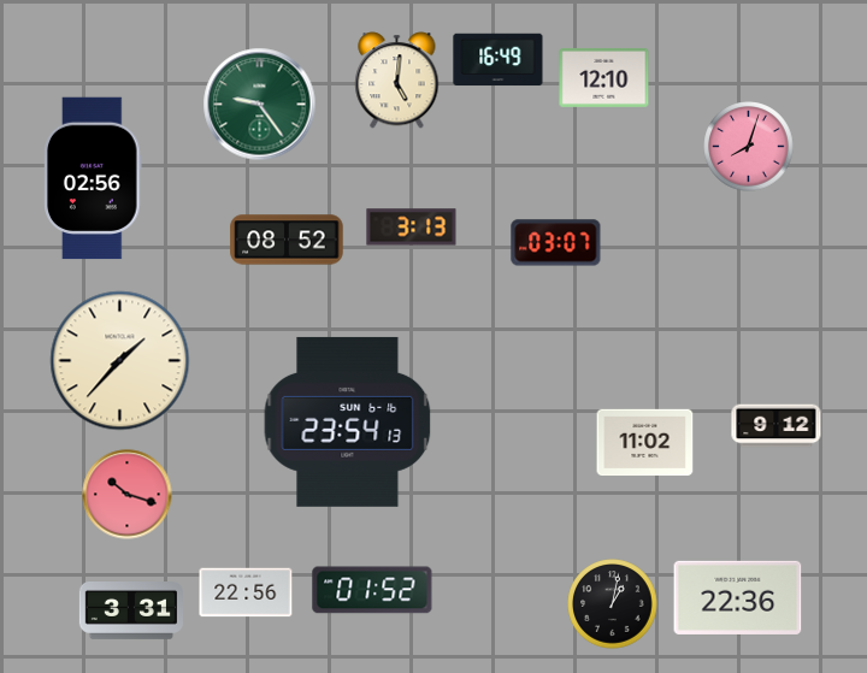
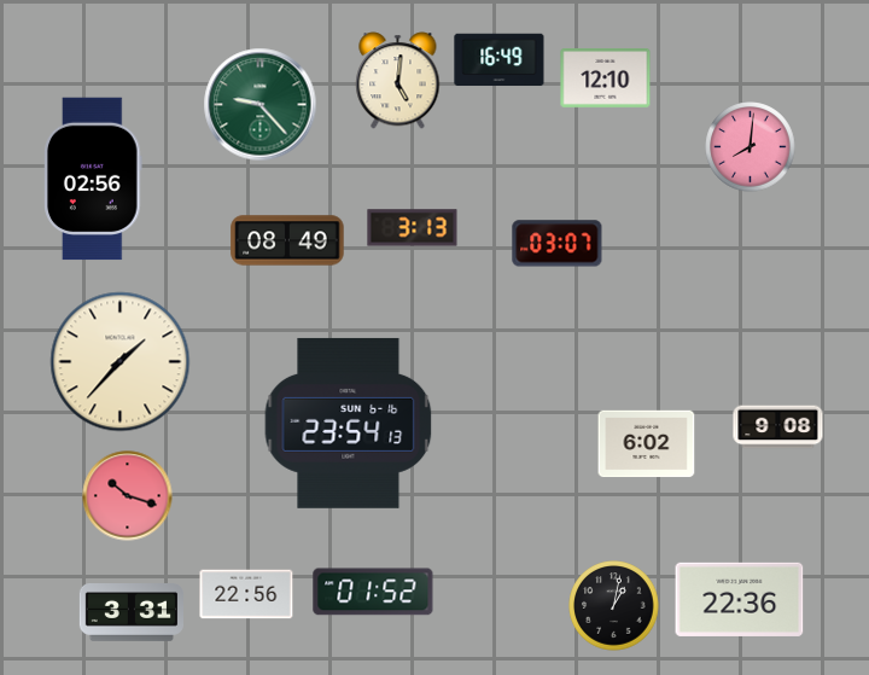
clock at (260, 105): 9:24 -> 9:23
clock at (749, 147): 8:03 -> 8:01
clock at (287, 240): 08:52 -> 08:49
clock at (777, 426): 9:12 -> 9:08
clock at (645, 443): 11:02 -> 6:02
